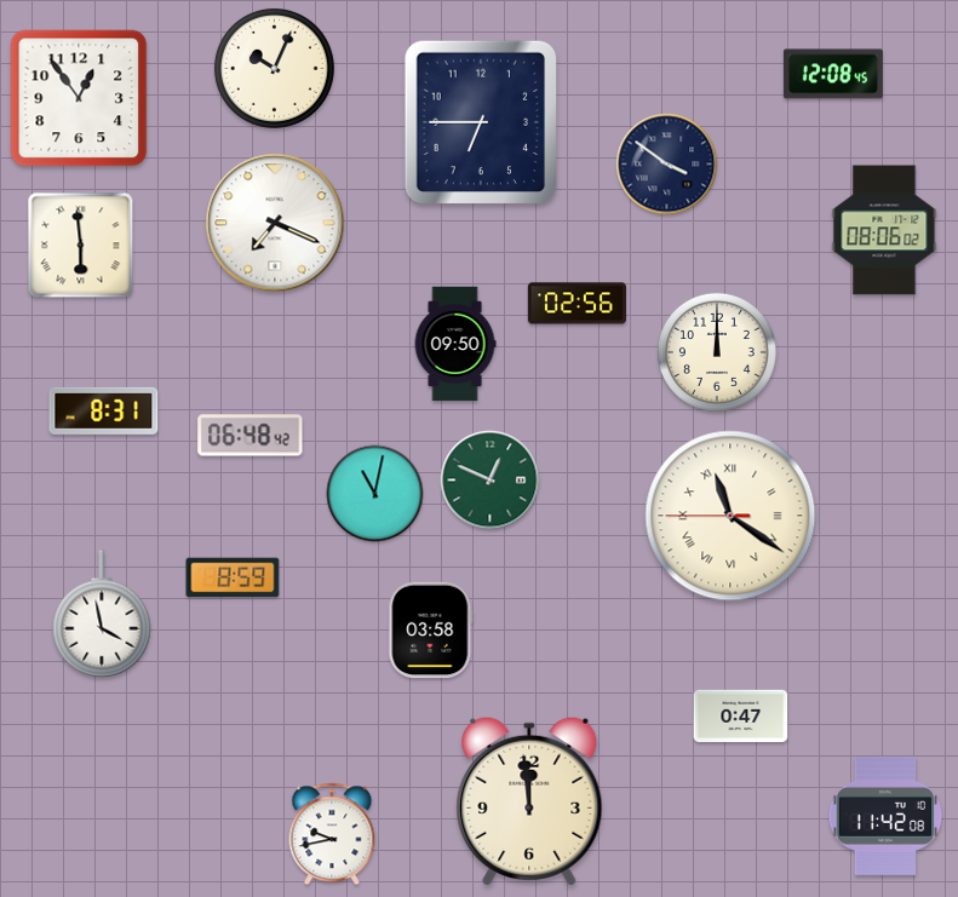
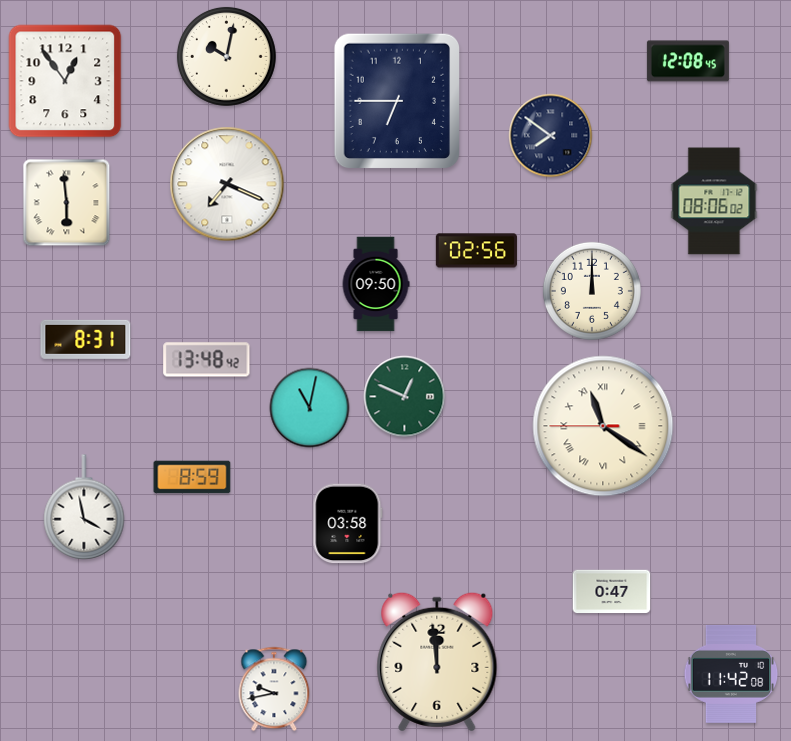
clock at (274, 68): 10:04 -> 10:02
clock at (667, 165): 3:51 -> 7:51
clock at (884, 230) position: (884, 230) -> (714, 201)
clock at (251, 436): 06:48 -> 13:48
clock at (431, 631) position: (431, 631) -> (348, 524)
